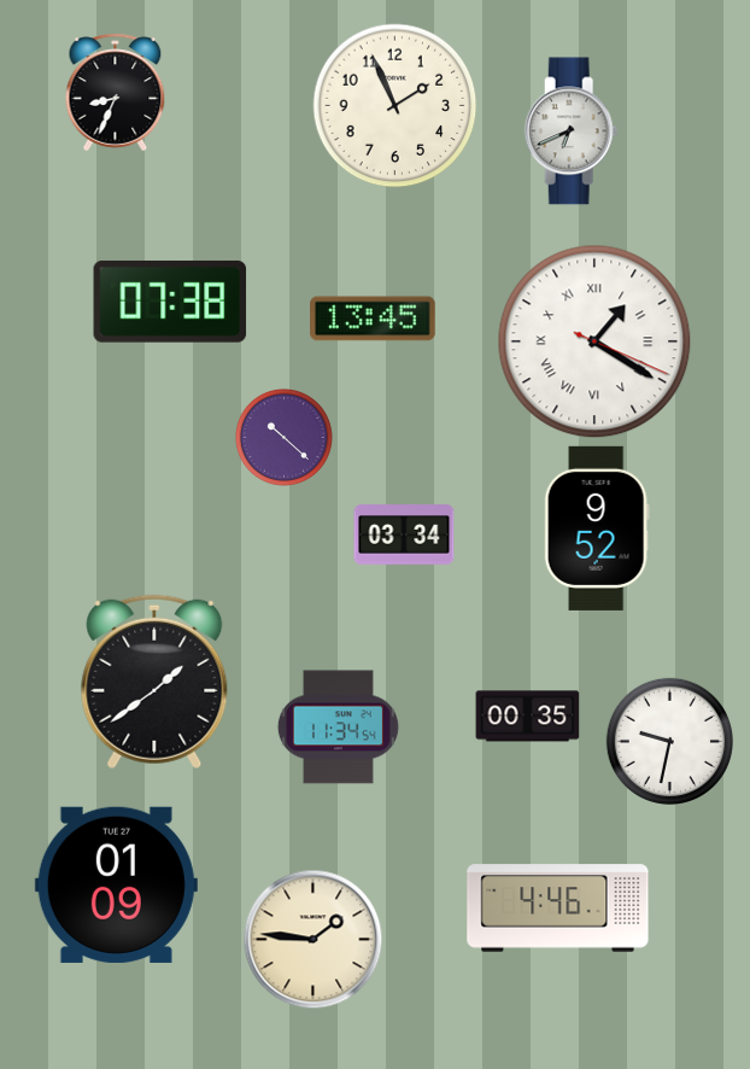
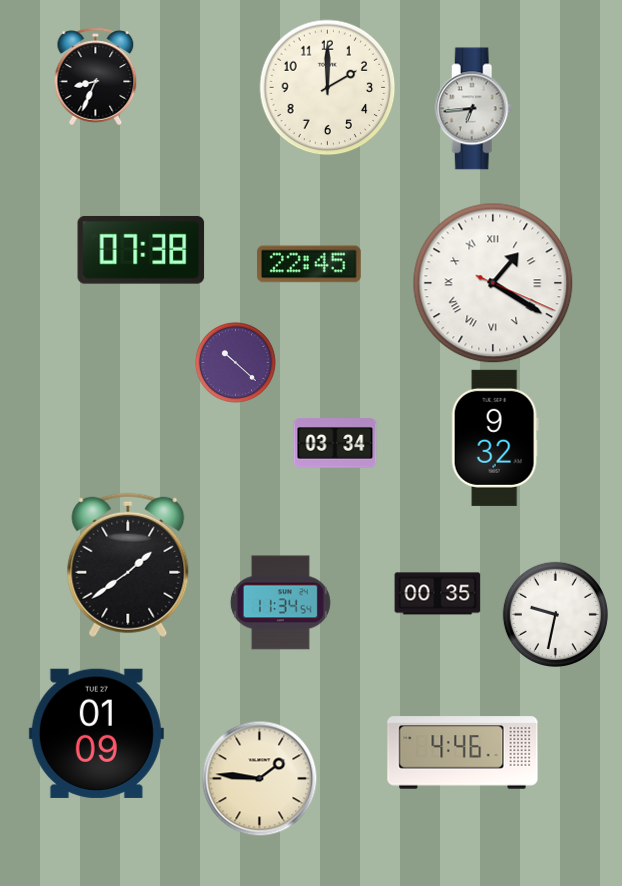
clock at (395, 106): 1:56 -> 2:00
clock at (572, 132): 6:41 -> 6:44
clock at (373, 319): 13:45 -> 22:45
clock at (597, 528): 9:52 -> 9:32
